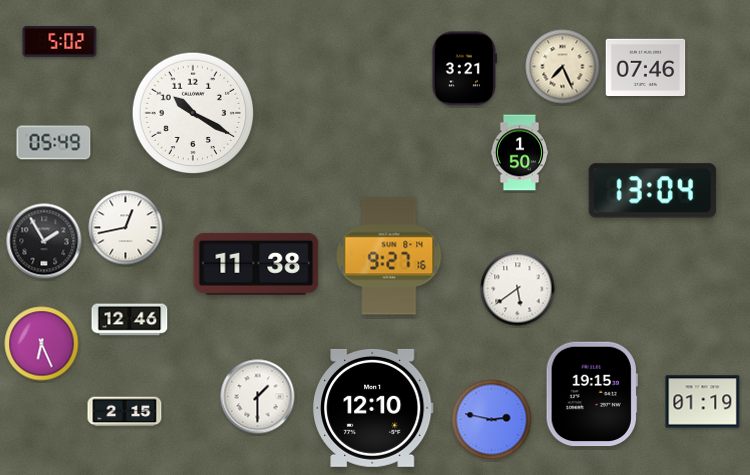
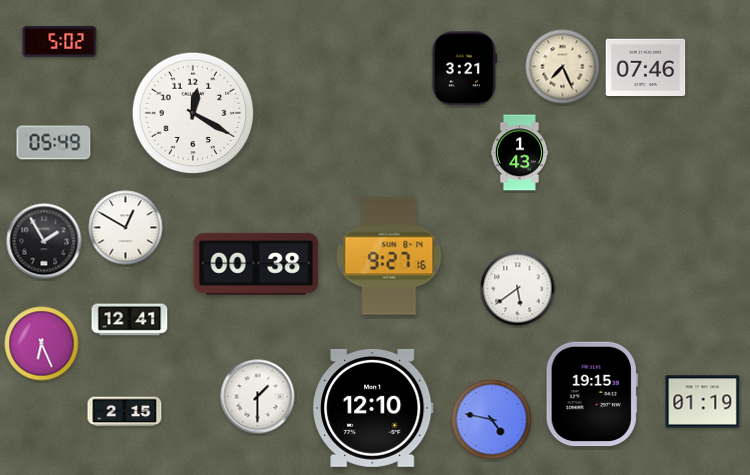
clock at (193, 113): 10:20 -> 12:20
clock at (520, 153): 1:50 -> 1:43
clock at (653, 191): 13:04 -> none
clock at (126, 228): 12:43 -> 12:50
clock at (256, 264): 11:38 -> 00:38
clock at (130, 320): 12:46 -> 12:41
clock at (492, 420): 2:47 -> 4:47
